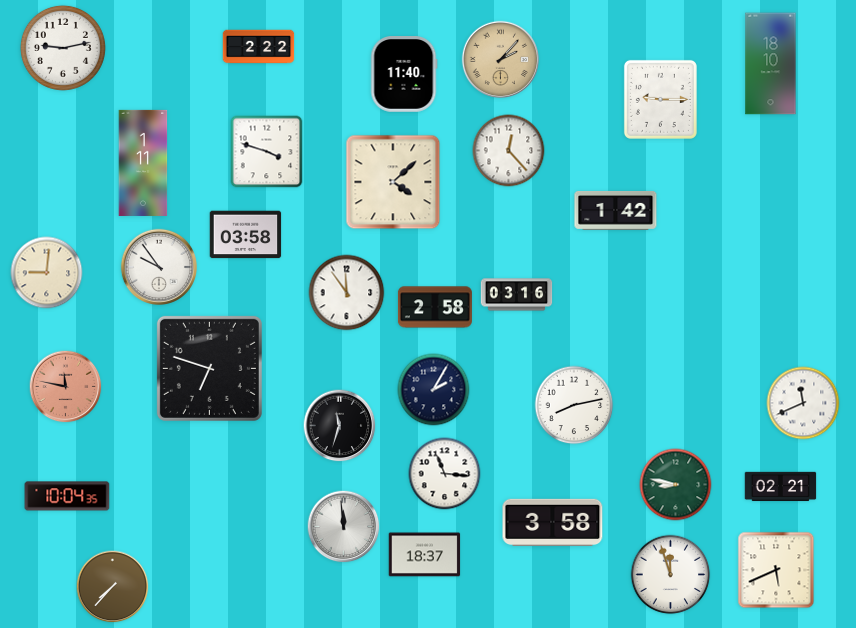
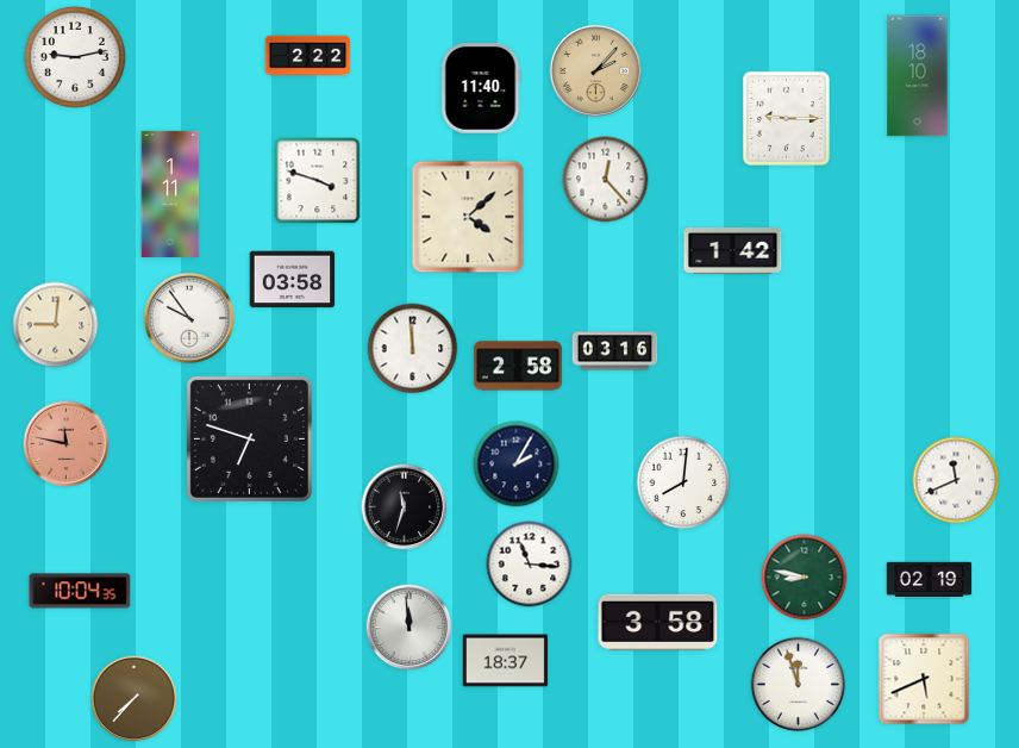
clock at (347, 293): 11:54 -> 11:59
clock at (66, 387) position: (66, 387) -> (67, 444)
clock at (574, 405): 8:13 -> 8:01
clock at (781, 487): 02:21 -> 02:19
